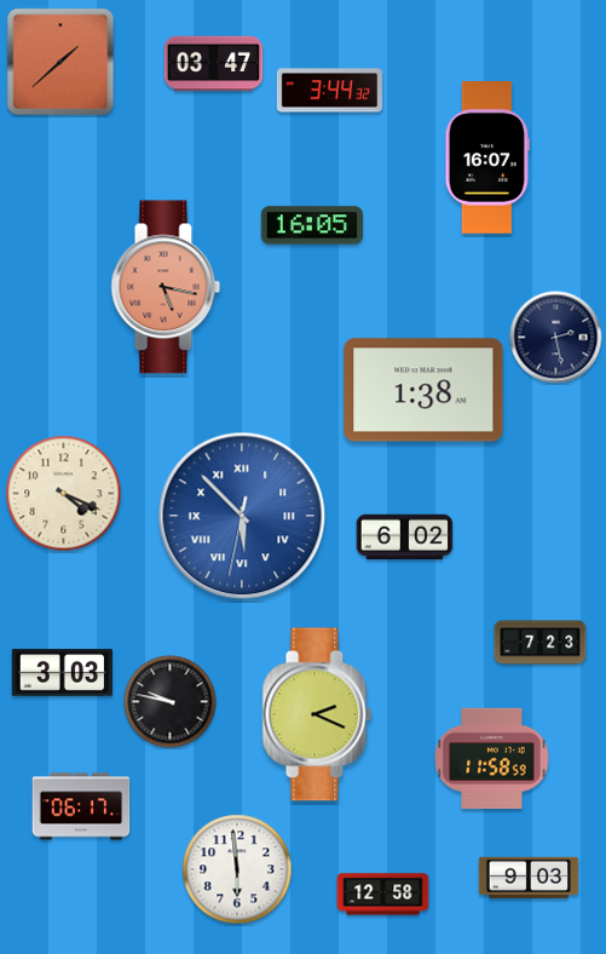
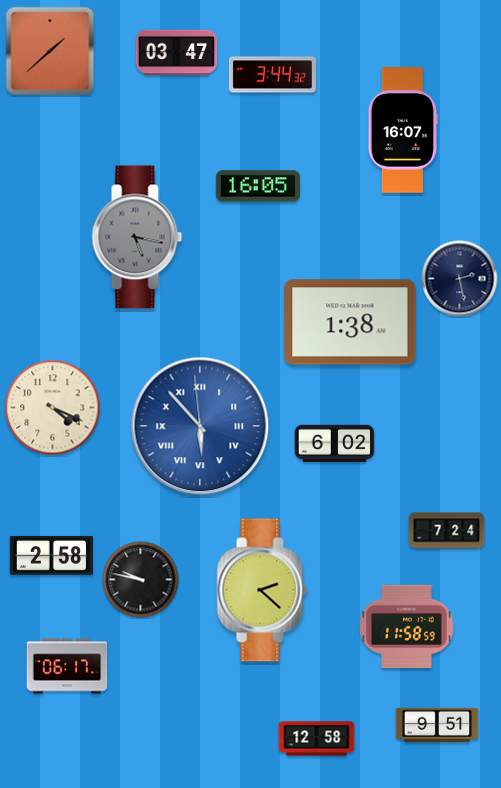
clock at (166, 287) dial: salmon -> grey
clock at (242, 516): 5:52:32 -> 5:52:59
clock at (541, 643): 7:23 -> 7:24
clock at (62, 672): 3:03 -> 2:58
clock at (317, 714): 2:19 -> 2:22
clock at (237, 869): 5:59 -> none
clock at (529, 878): 9:03 -> 9:51
